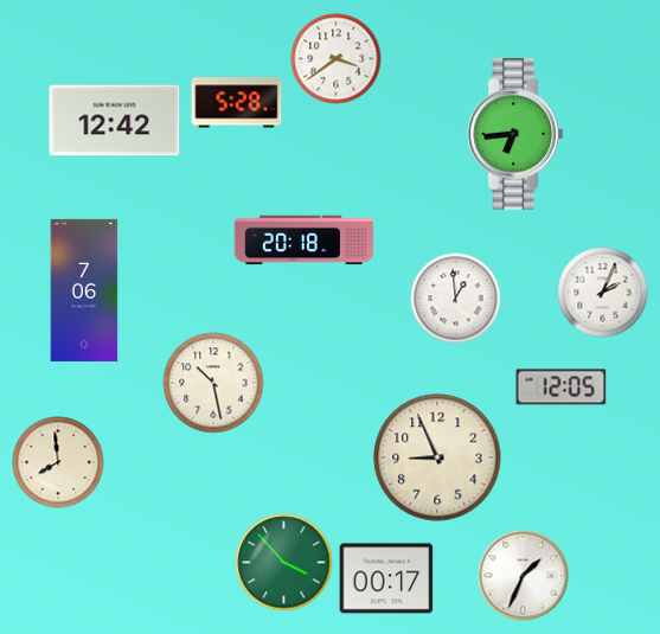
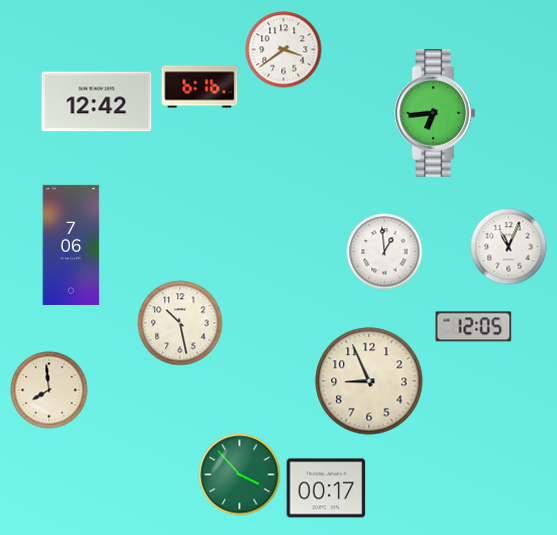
clock at (237, 103): 5:28 -> 6:16
clock at (305, 241): 20:18 -> none
clock at (603, 293): 2:04 -> 11:04
clock at (437, 457) position: (437, 457) -> (369, 381)
clock at (524, 576): 1:34 -> none
